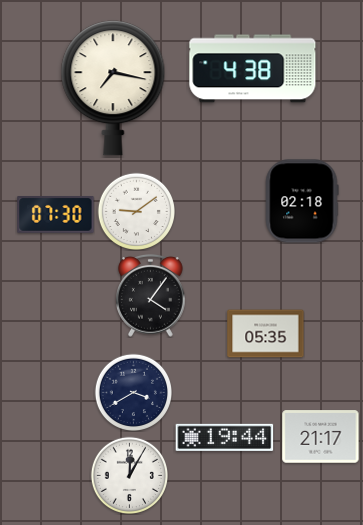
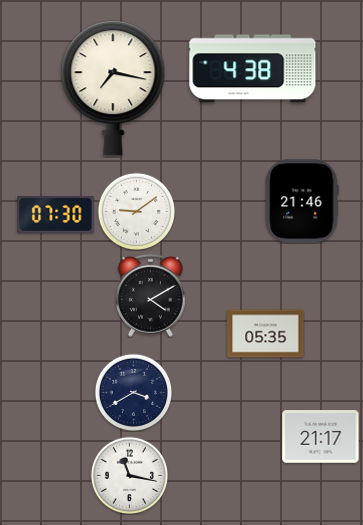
clock at (302, 201): 02:18 -> 21:46
clock at (151, 296): 4:06 -> 4:10
clock at (225, 437): 19:44 -> none
clock at (129, 475): 12:05 -> 11:17
